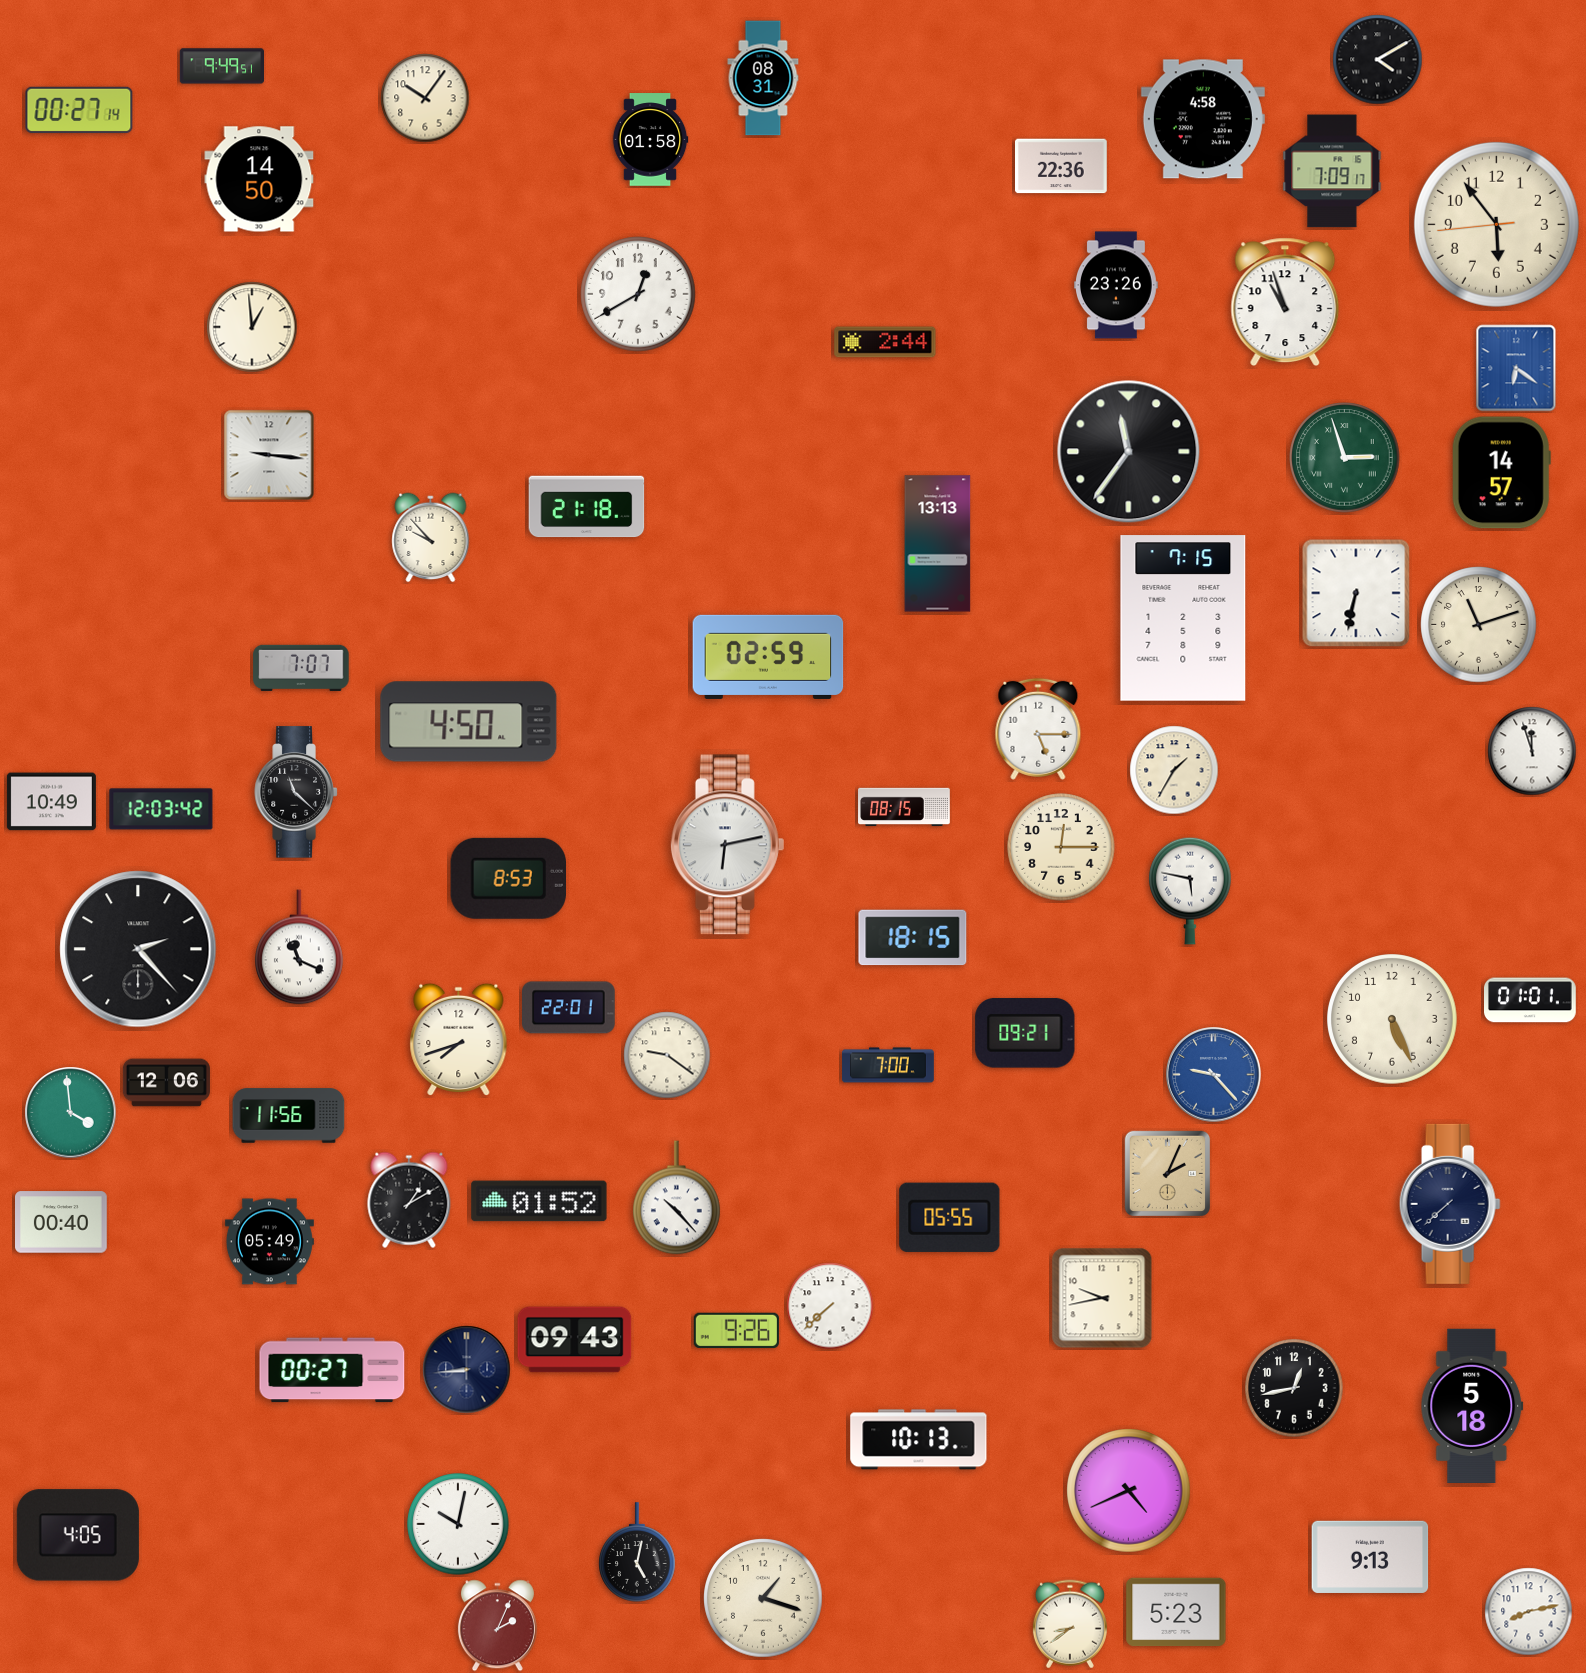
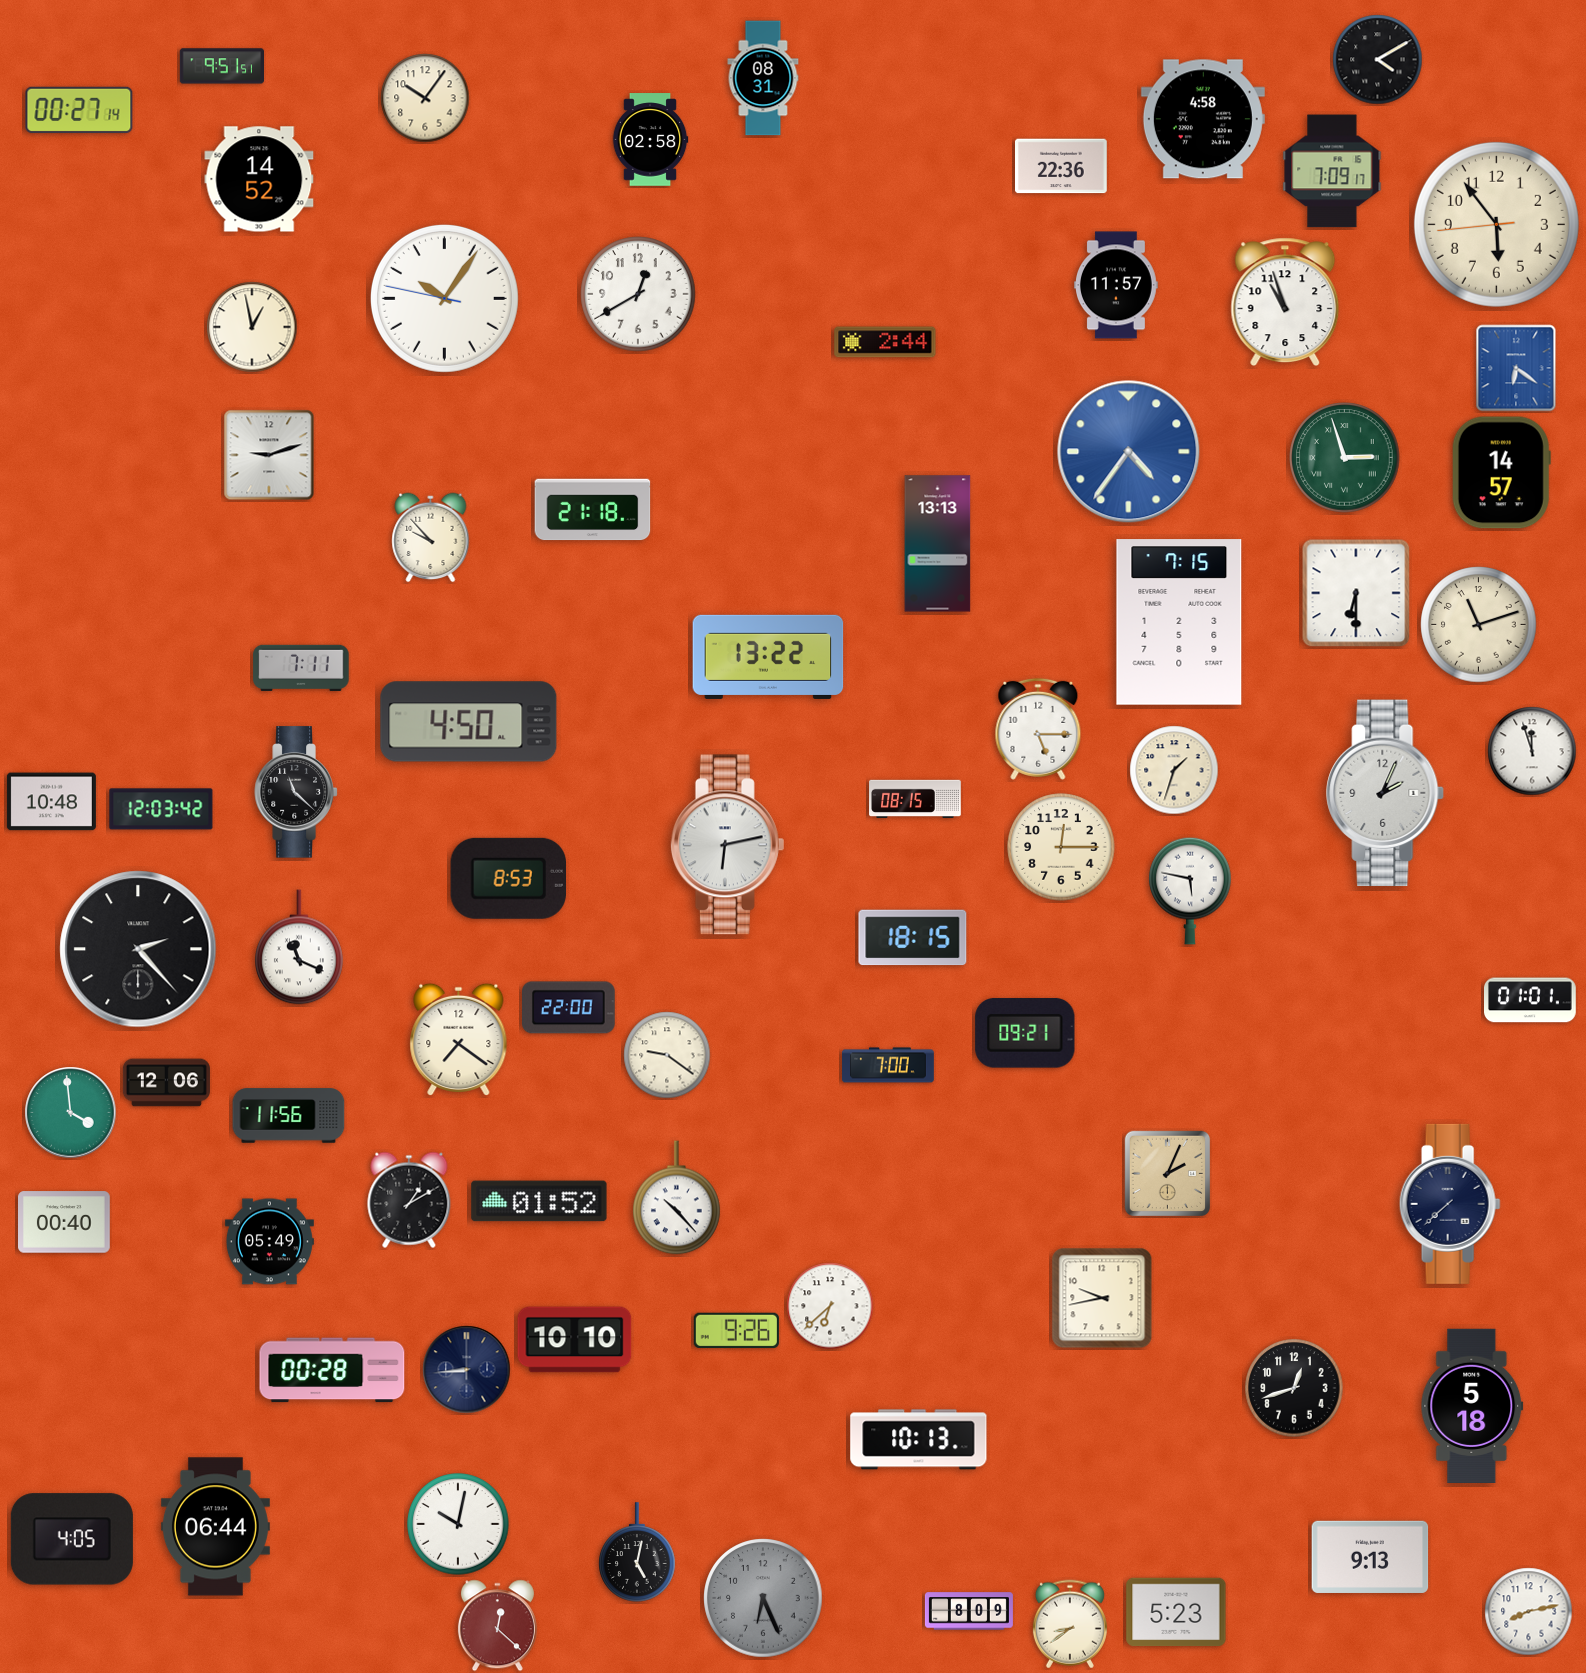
clock at (221, 66): 9:49 -> 9:51
clock at (650, 140): 01:58 -> 02:58
clock at (259, 179): 14:50 -> 14:52
clock at (1117, 285): 23:26 -> 11:57
clock at (444, 298): none -> 10:05
clock at (252, 327): 12:59 -> 12:58
clock at (1129, 452): 11:36 -> 4:36
clock at (1129, 452) dial: black -> blue
clock at (269, 455): 9:16 -> 9:12
clock at (587, 507) position: (587, 507) -> (593, 510)
clock at (1356, 593): 6:32 -> 6:30
clock at (1183, 618) position: (1183, 618) -> (1179, 622)
clock at (768, 657): 02:59 -> 13:22
clock at (301, 668): 7:07 -> 7:11
clock at (1174, 770): 1:35 -> 1:33
clock at (1386, 793): none -> 2:04
clock at (51, 802): 10:49 -> 10:48
clock at (904, 807) position: (904, 807) -> (915, 799)
clock at (569, 1008): 22:01 -> 22:00
clock at (1393, 1020): 5:26 -> none
clock at (459, 1040): 7:42 -> 7:21
clock at (1214, 1075): 9:23 -> none
clock at (950, 1217): 05:55 -> none
clock at (62, 1222) position: (62, 1222) -> (65, 1222)
clock at (830, 1306): 7:38 -> 6:38
clock at (575, 1340): 09:43 -> 10:10
clock at (332, 1370): 00:27 -> 00:28
clock at (1294, 1388): 12:43 -> 12:42
clock at (1129, 1491): 4:41 -> none
clock at (215, 1527): none -> 06:44
clock at (78, 1535) position: (78, 1535) -> (72, 1539)
clock at (763, 1598): 1:18 -> 6:26
clock at (763, 1598) dial: cream -> grey
clock at (969, 1611): none -> 8:09
clock at (497, 1626): 2:04 -> 12:22
